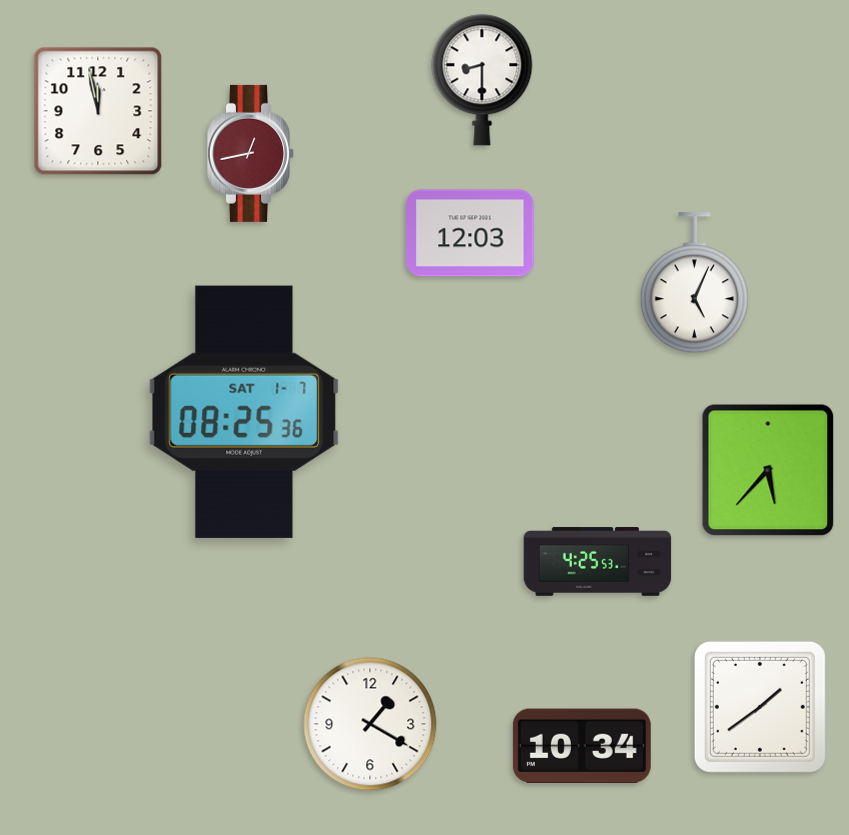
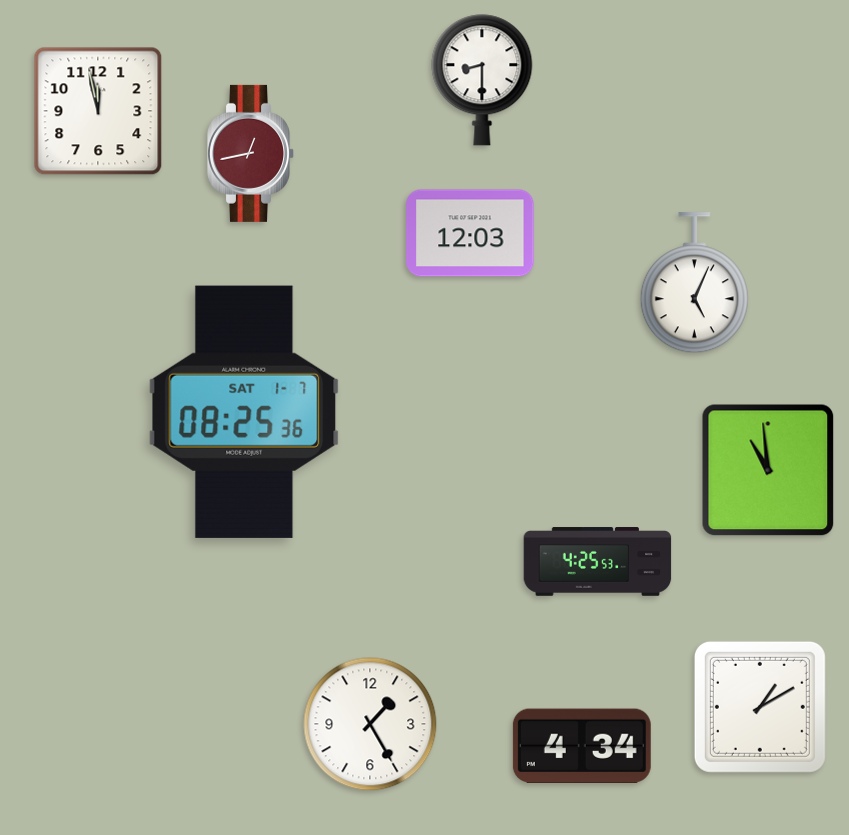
clock at (768, 470): 5:37 -> 10:59
clock at (760, 707): 1:39 -> 1:10
clock at (370, 724): 1:20 -> 1:25
clock at (582, 745): 10:34 -> 4:34
